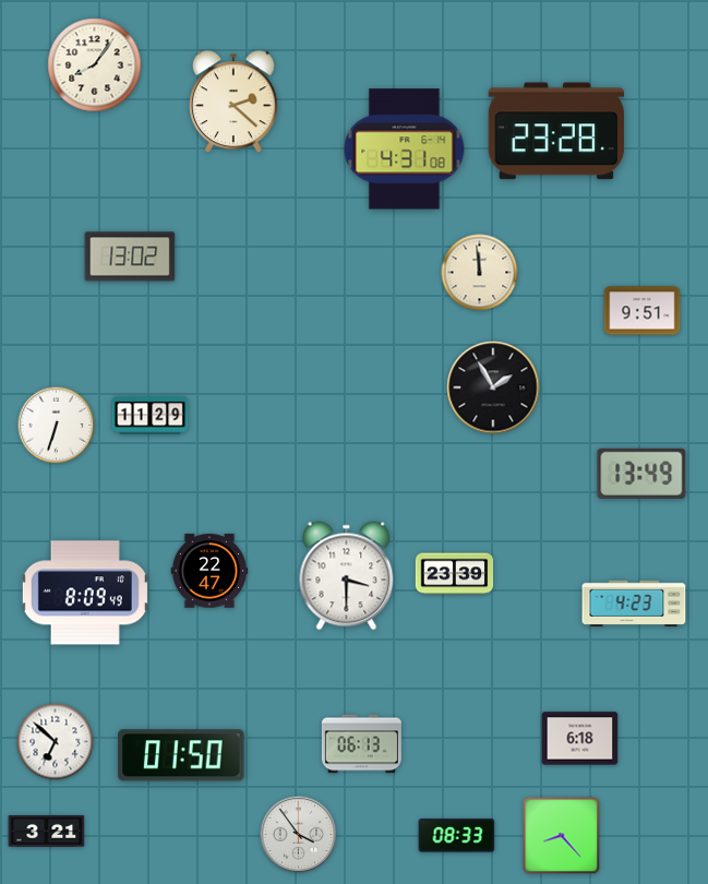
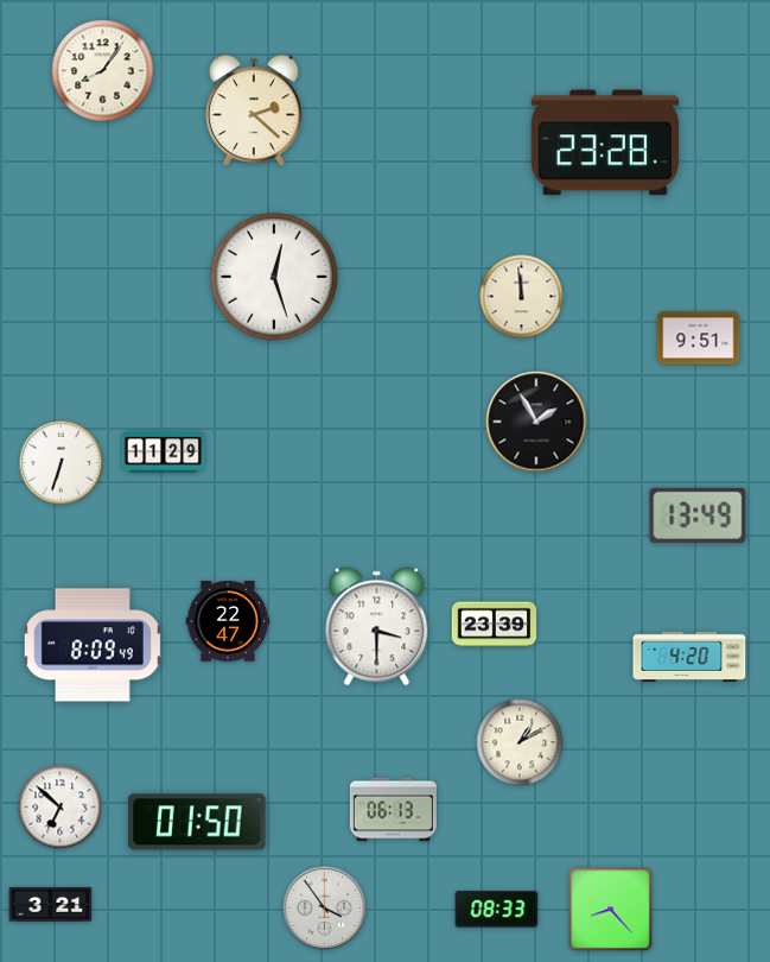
clock at (405, 150): 4:31 -> none
clock at (274, 277): none -> 12:27
clock at (130, 256): 13:02 -> none
clock at (634, 604): 4:23 -> 4:20
clock at (520, 742): none -> 1:10
clock at (580, 739): 6:18 -> none
